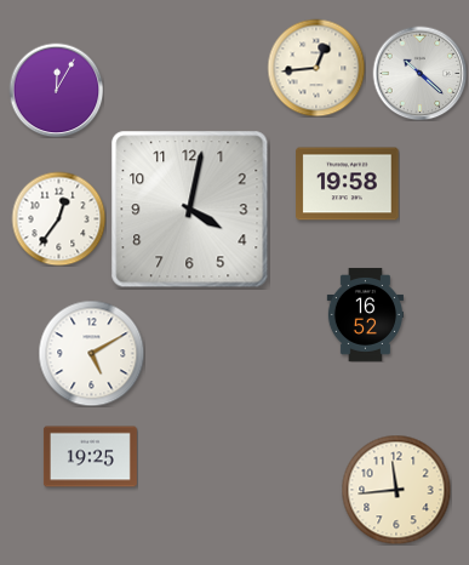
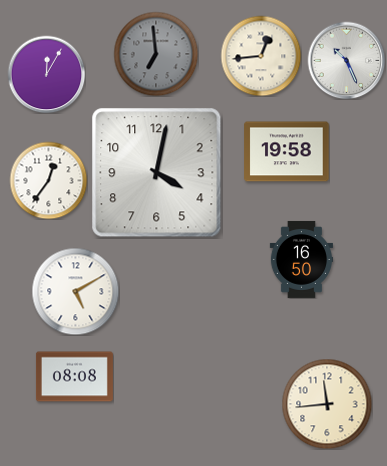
clock at (156, 54): none -> 6:59
clock at (419, 73): 10:22 -> 10:26
clock at (365, 314): 16:52 -> 16:50
clock at (90, 457): 19:25 -> 08:08
